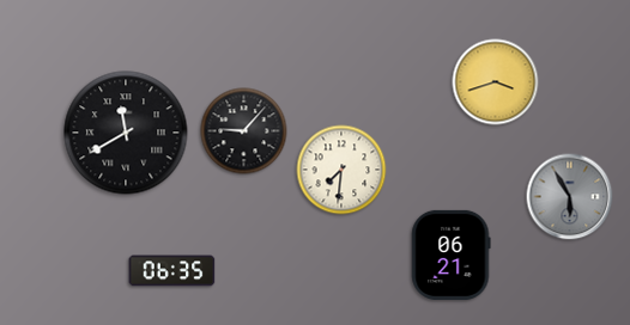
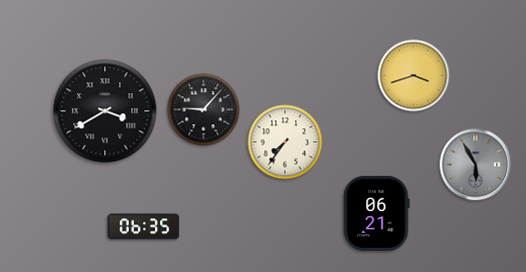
clock at (496, 82) position: (496, 82) -> (414, 76)
clock at (126, 133): 11:40 -> 3:40
clock at (341, 170): 7:31 -> 7:36
